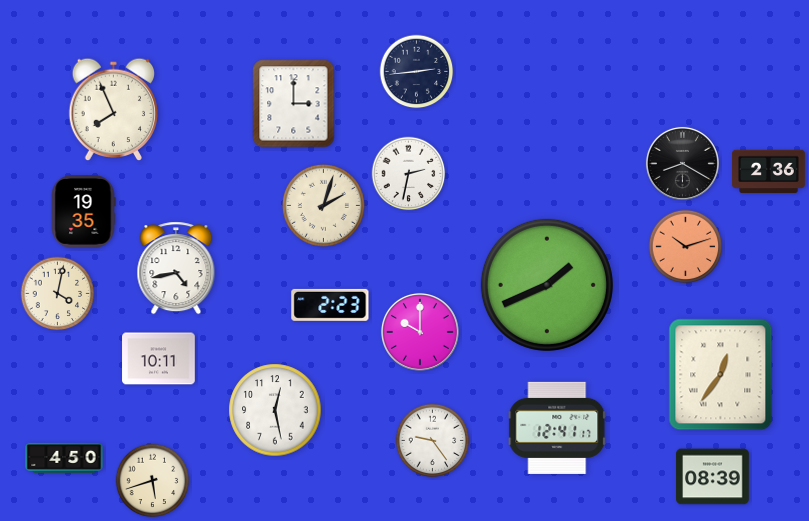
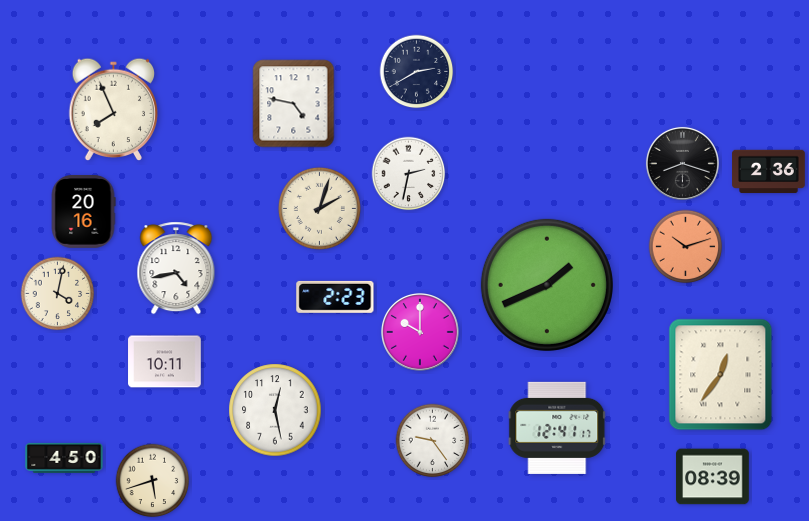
clock at (417, 72): 2:44 -> 2:40
clock at (294, 104): 3:00 -> 4:47
clock at (682, 163): 8:20 -> 8:18
clock at (323, 205) position: (323, 205) -> (319, 208)
clock at (83, 212): 19:35 -> 20:16
clock at (330, 305) position: (330, 305) -> (335, 297)
clock at (159, 359) position: (159, 359) -> (165, 362)
